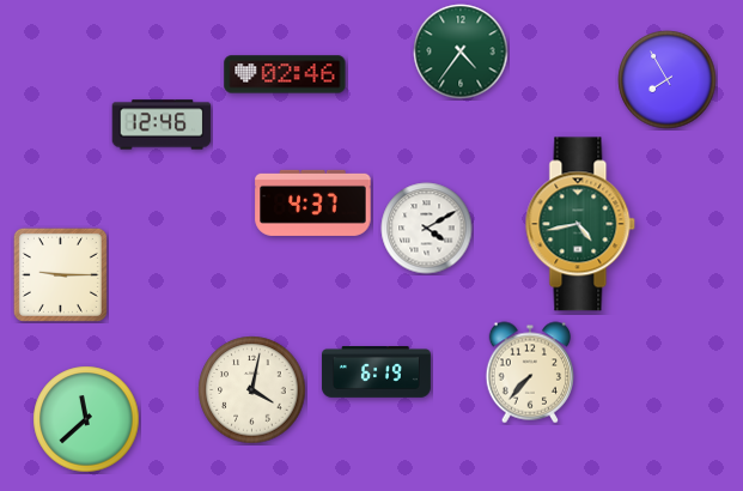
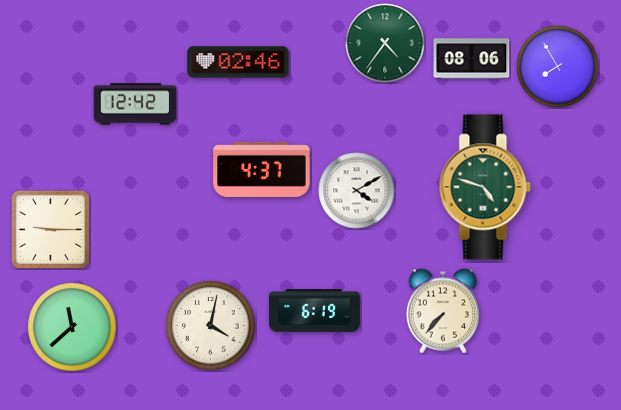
clock at (472, 59): none -> 08:06
clock at (162, 125): 12:46 -> 12:42
clock at (580, 224): 4:43 -> 4:48
clock at (86, 419) position: (86, 419) -> (72, 327)
